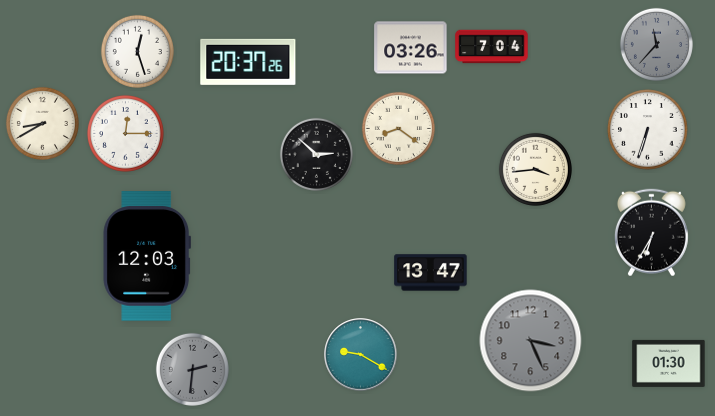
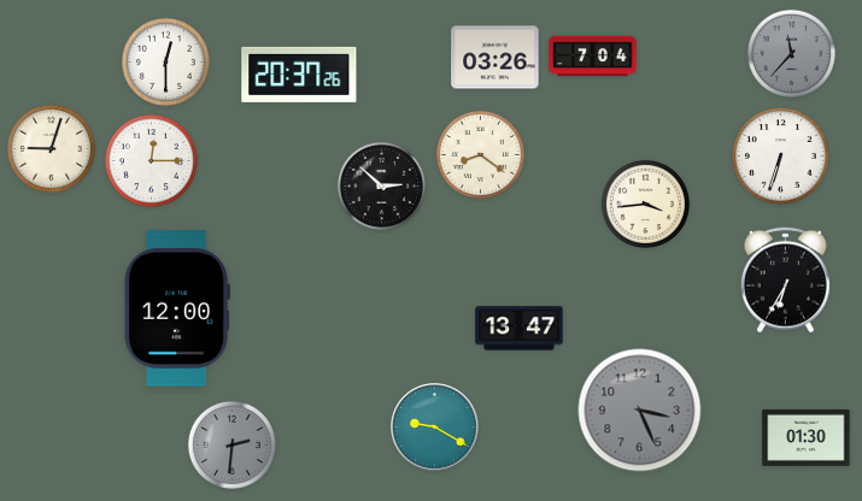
clock at (137, 51): 12:27 -> 12:30
clock at (42, 123): 8:40 -> 9:03
clock at (146, 256): 12:03 -> 12:00
